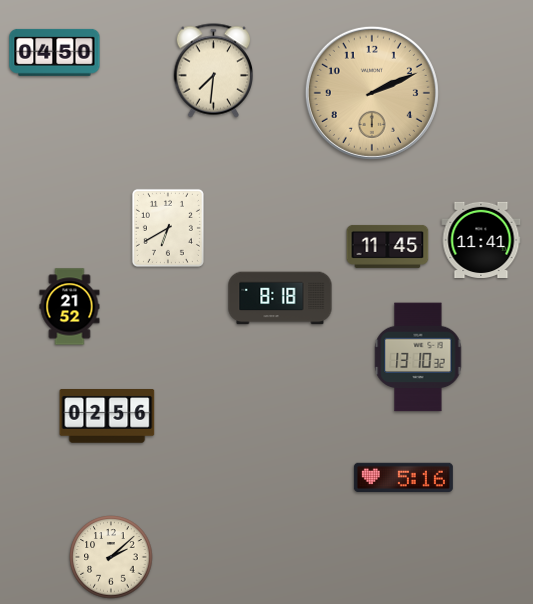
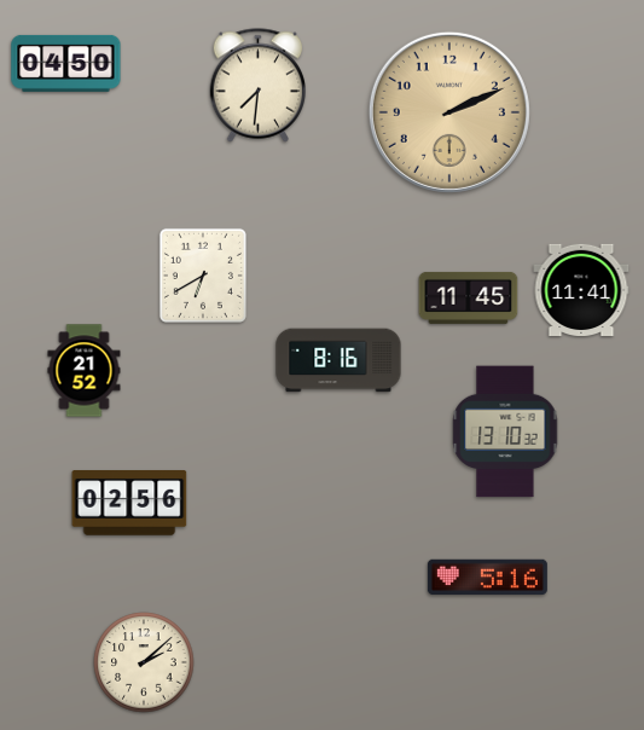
clock at (280, 298): 8:18 -> 8:16
clock at (111, 557) position: (111, 557) -> (144, 662)
